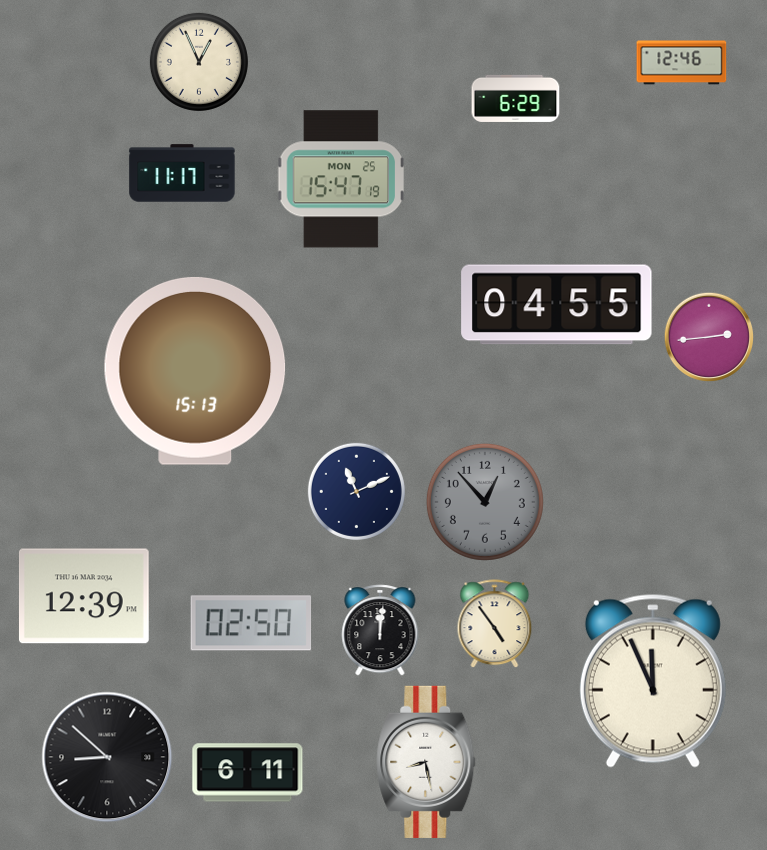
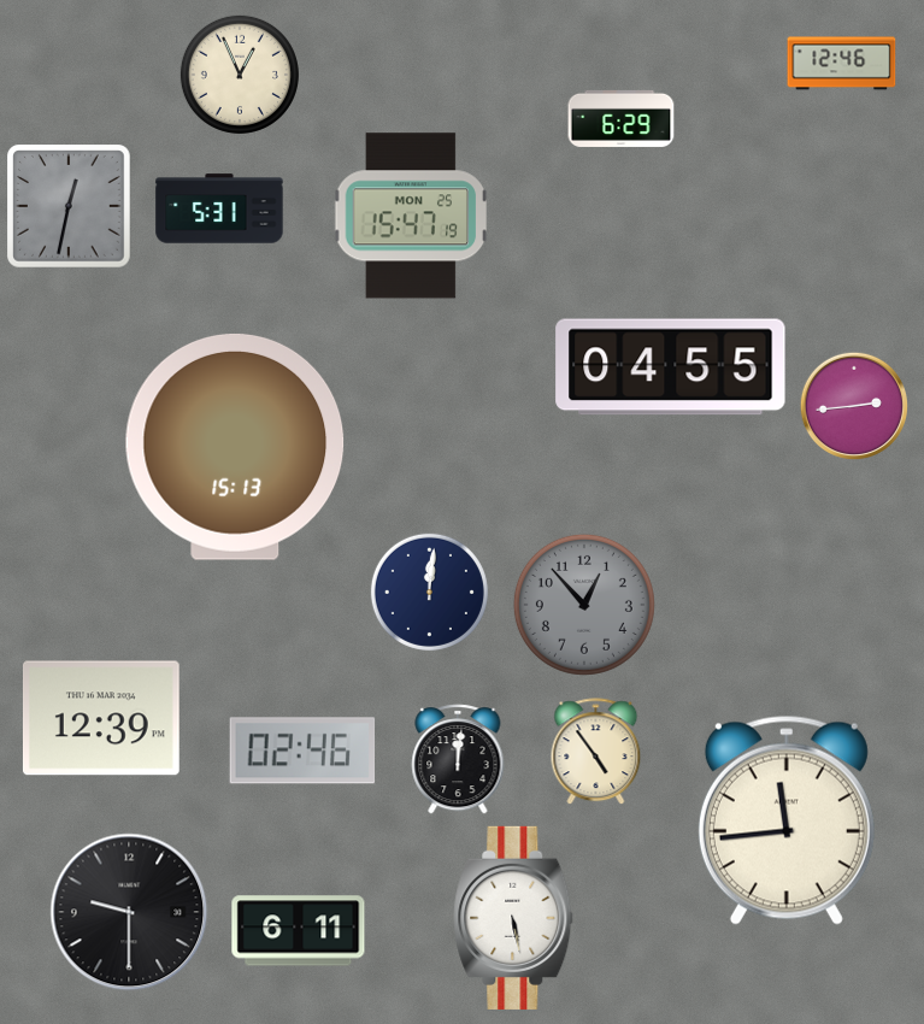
clock at (682, 63) position: (682, 63) -> (842, 64)
clock at (70, 207): none -> 12:32
clock at (182, 173): 11:17 -> 5:31
clock at (356, 491): 11:11 -> 12:01
clock at (251, 623): 02:50 -> 02:46
clock at (653, 681): 11:56 -> 11:44
clock at (107, 757): 8:52 -> 9:30
clock at (426, 762): 8:28 -> 5:28
